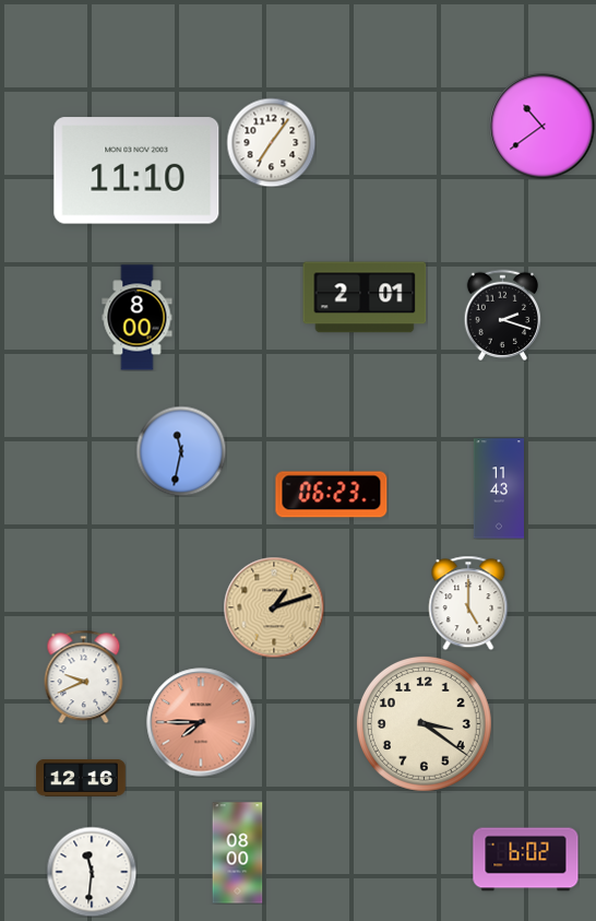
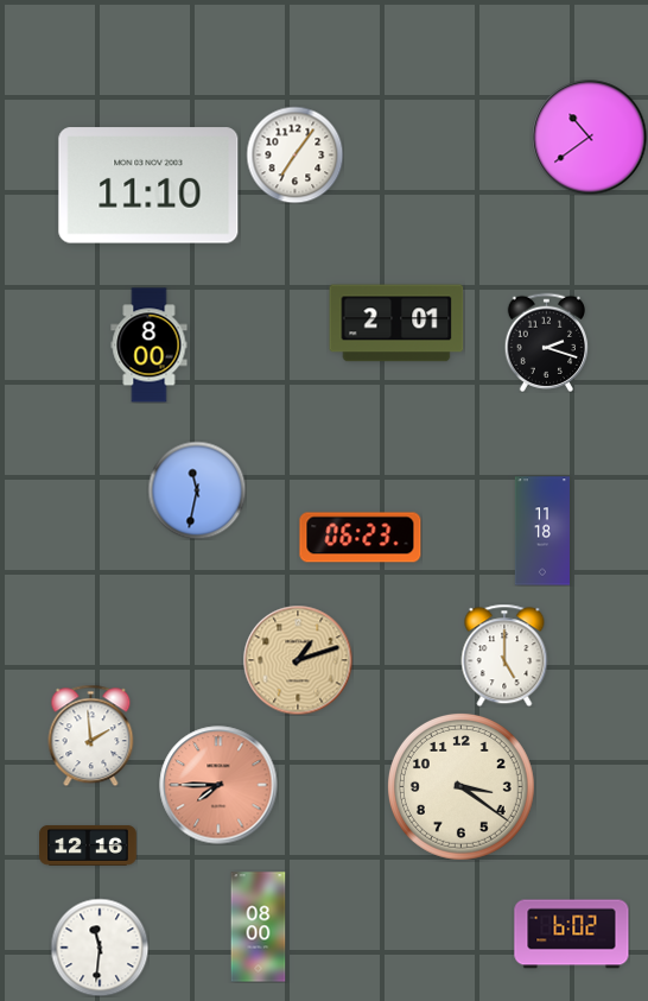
clock at (498, 488): 11:43 -> 11:18
clock at (468, 603) position: (468, 603) -> (504, 655)
clock at (84, 676): 9:41 -> 1:59
